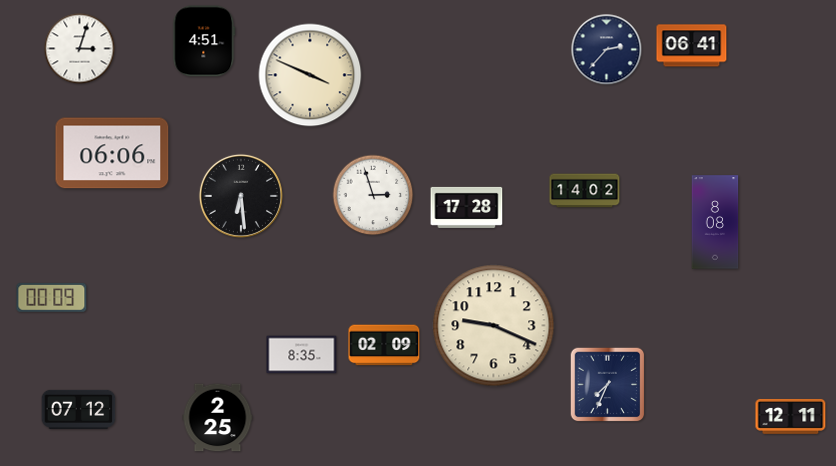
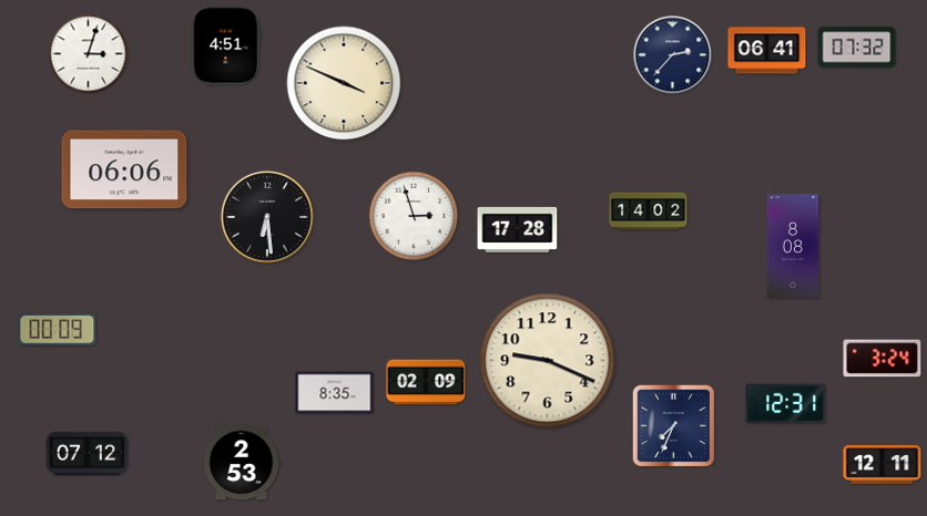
clock at (857, 48): none -> 07:32
clock at (883, 359): none -> 3:24
clock at (786, 404): none -> 12:31
clock at (791, 416) position: (791, 416) -> (883, 464)
clock at (218, 418): 2:25 -> 2:53
